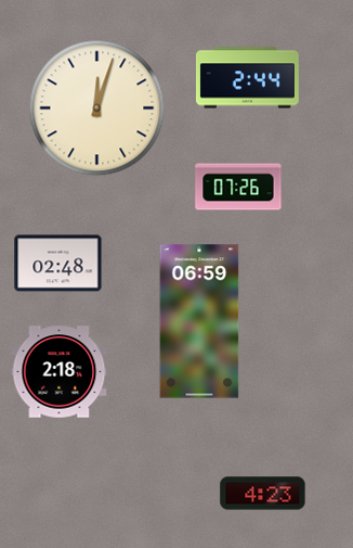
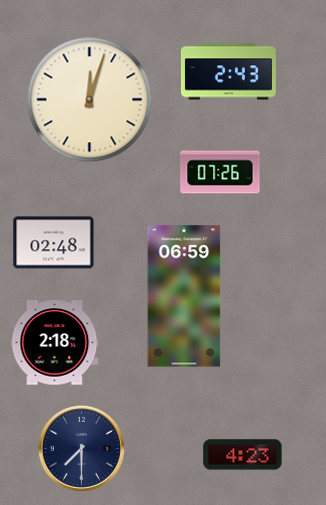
clock at (247, 78): 2:44 -> 2:43
clock at (81, 448): none -> 7:30
